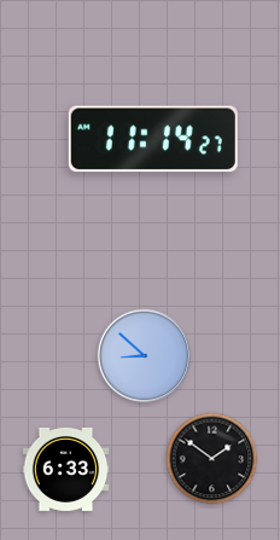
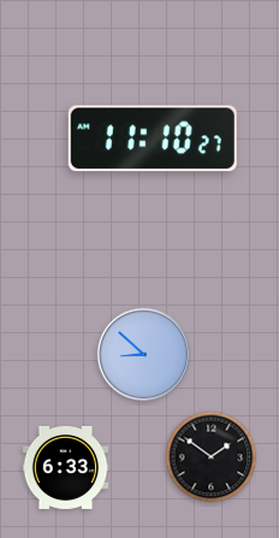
clock at (153, 139): 11:14 -> 11:10
